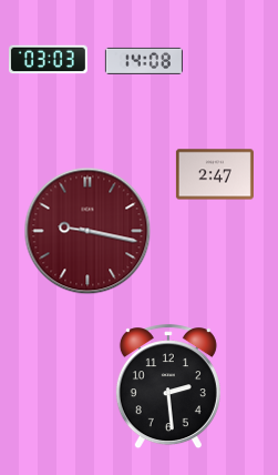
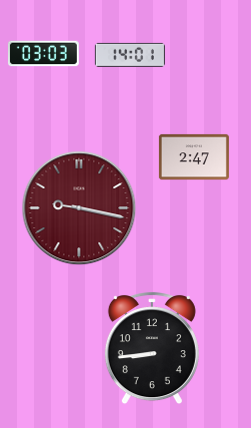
clock at (144, 61): 14:08 -> 14:01
clock at (168, 387): 2:29 -> 8:44
